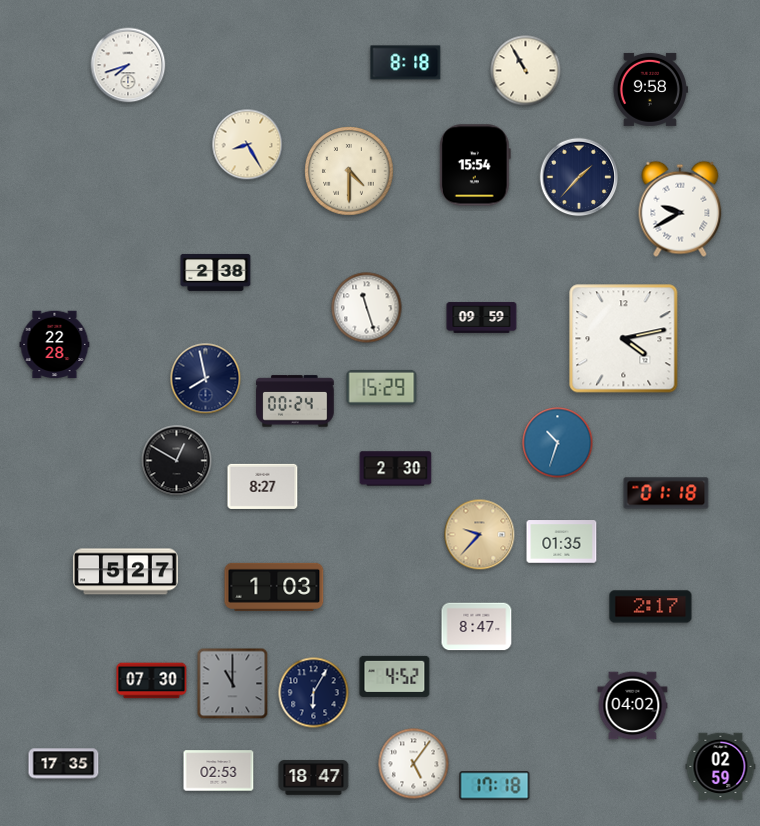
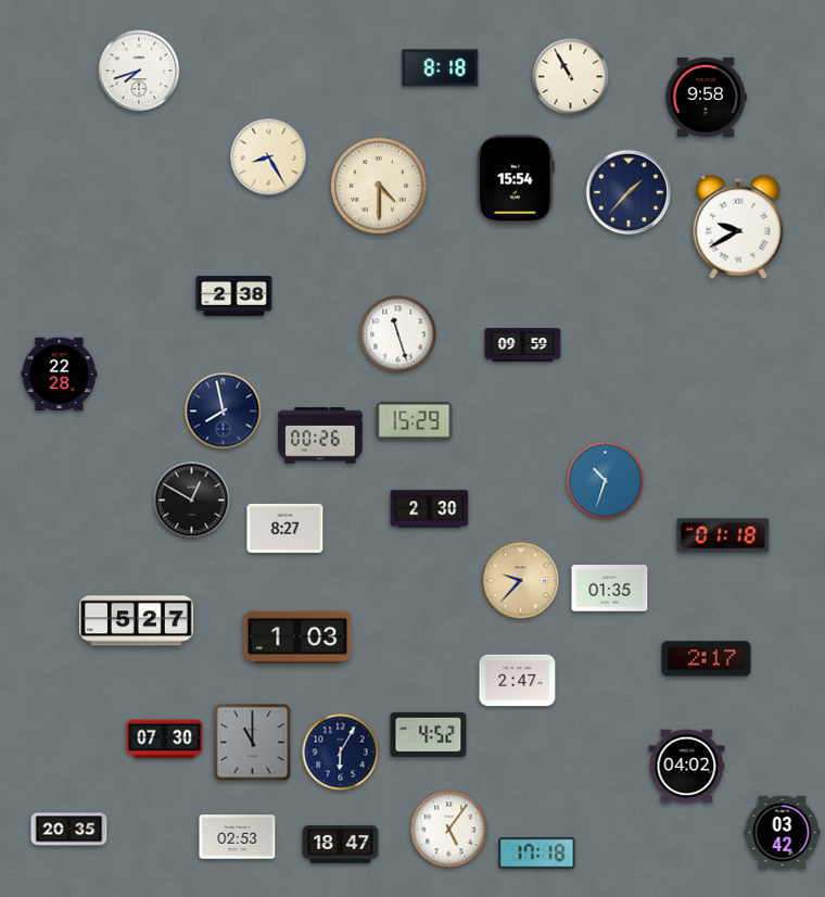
clock at (624, 339): 4:13 -> none
clock at (295, 401): 00:24 -> 00:26
clock at (477, 627): 8:47 -> 2:47
clock at (64, 764): 17:35 -> 20:35
clock at (721, 767): 02:59 -> 03:42
